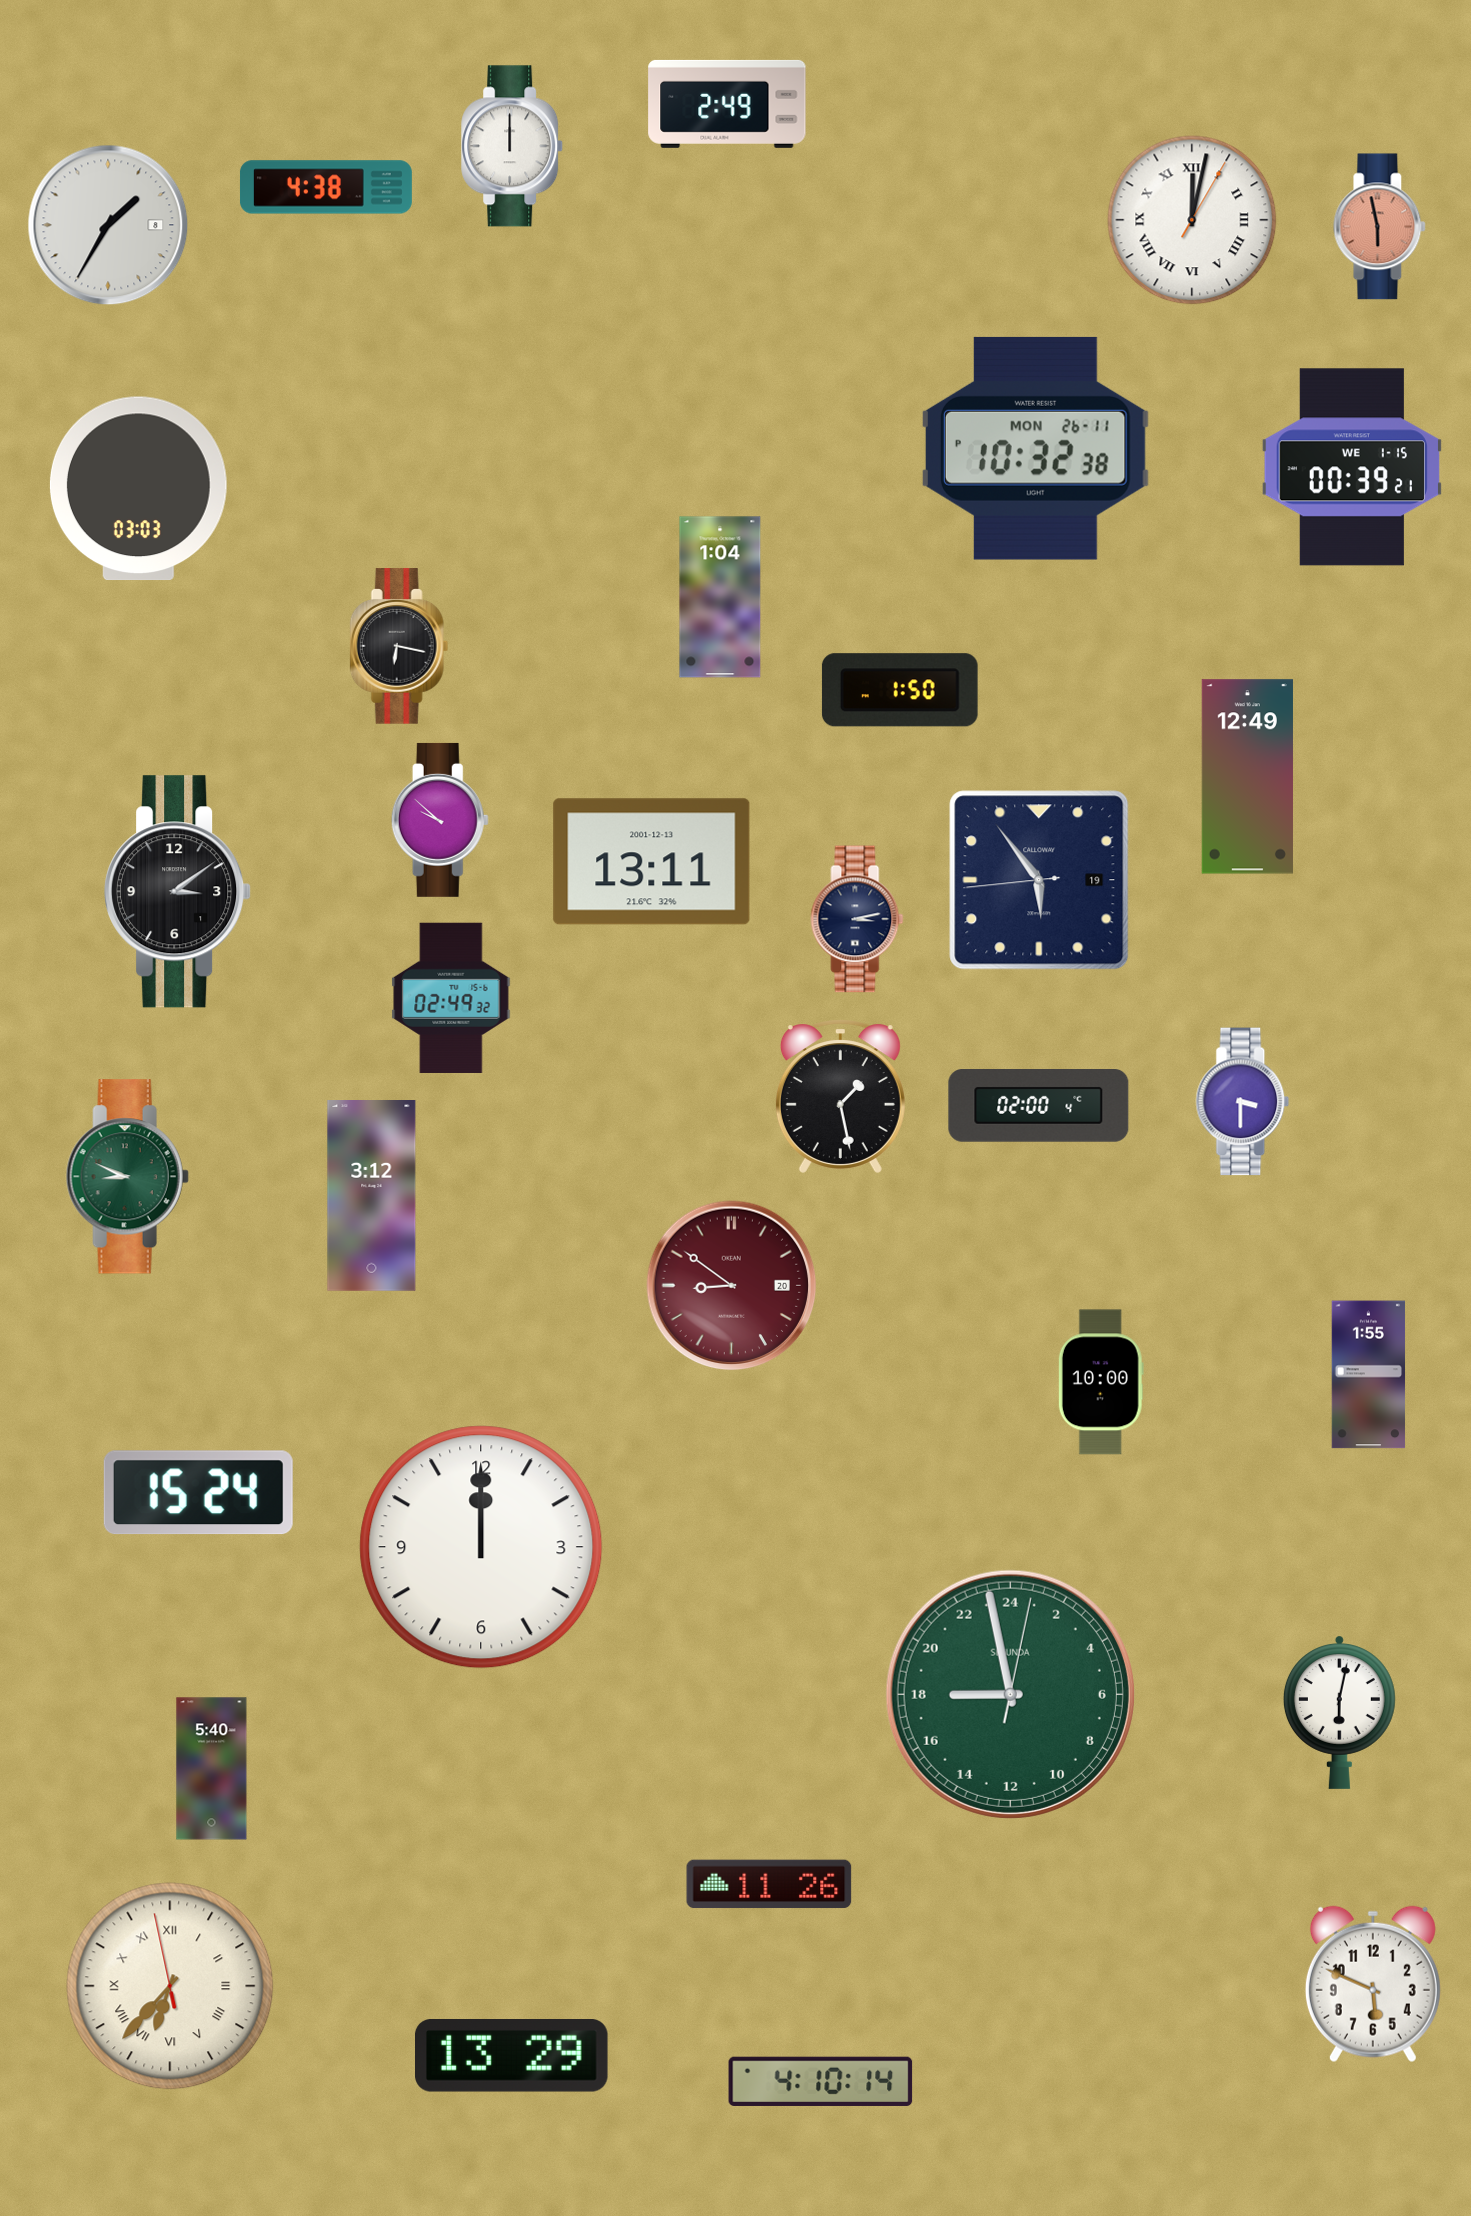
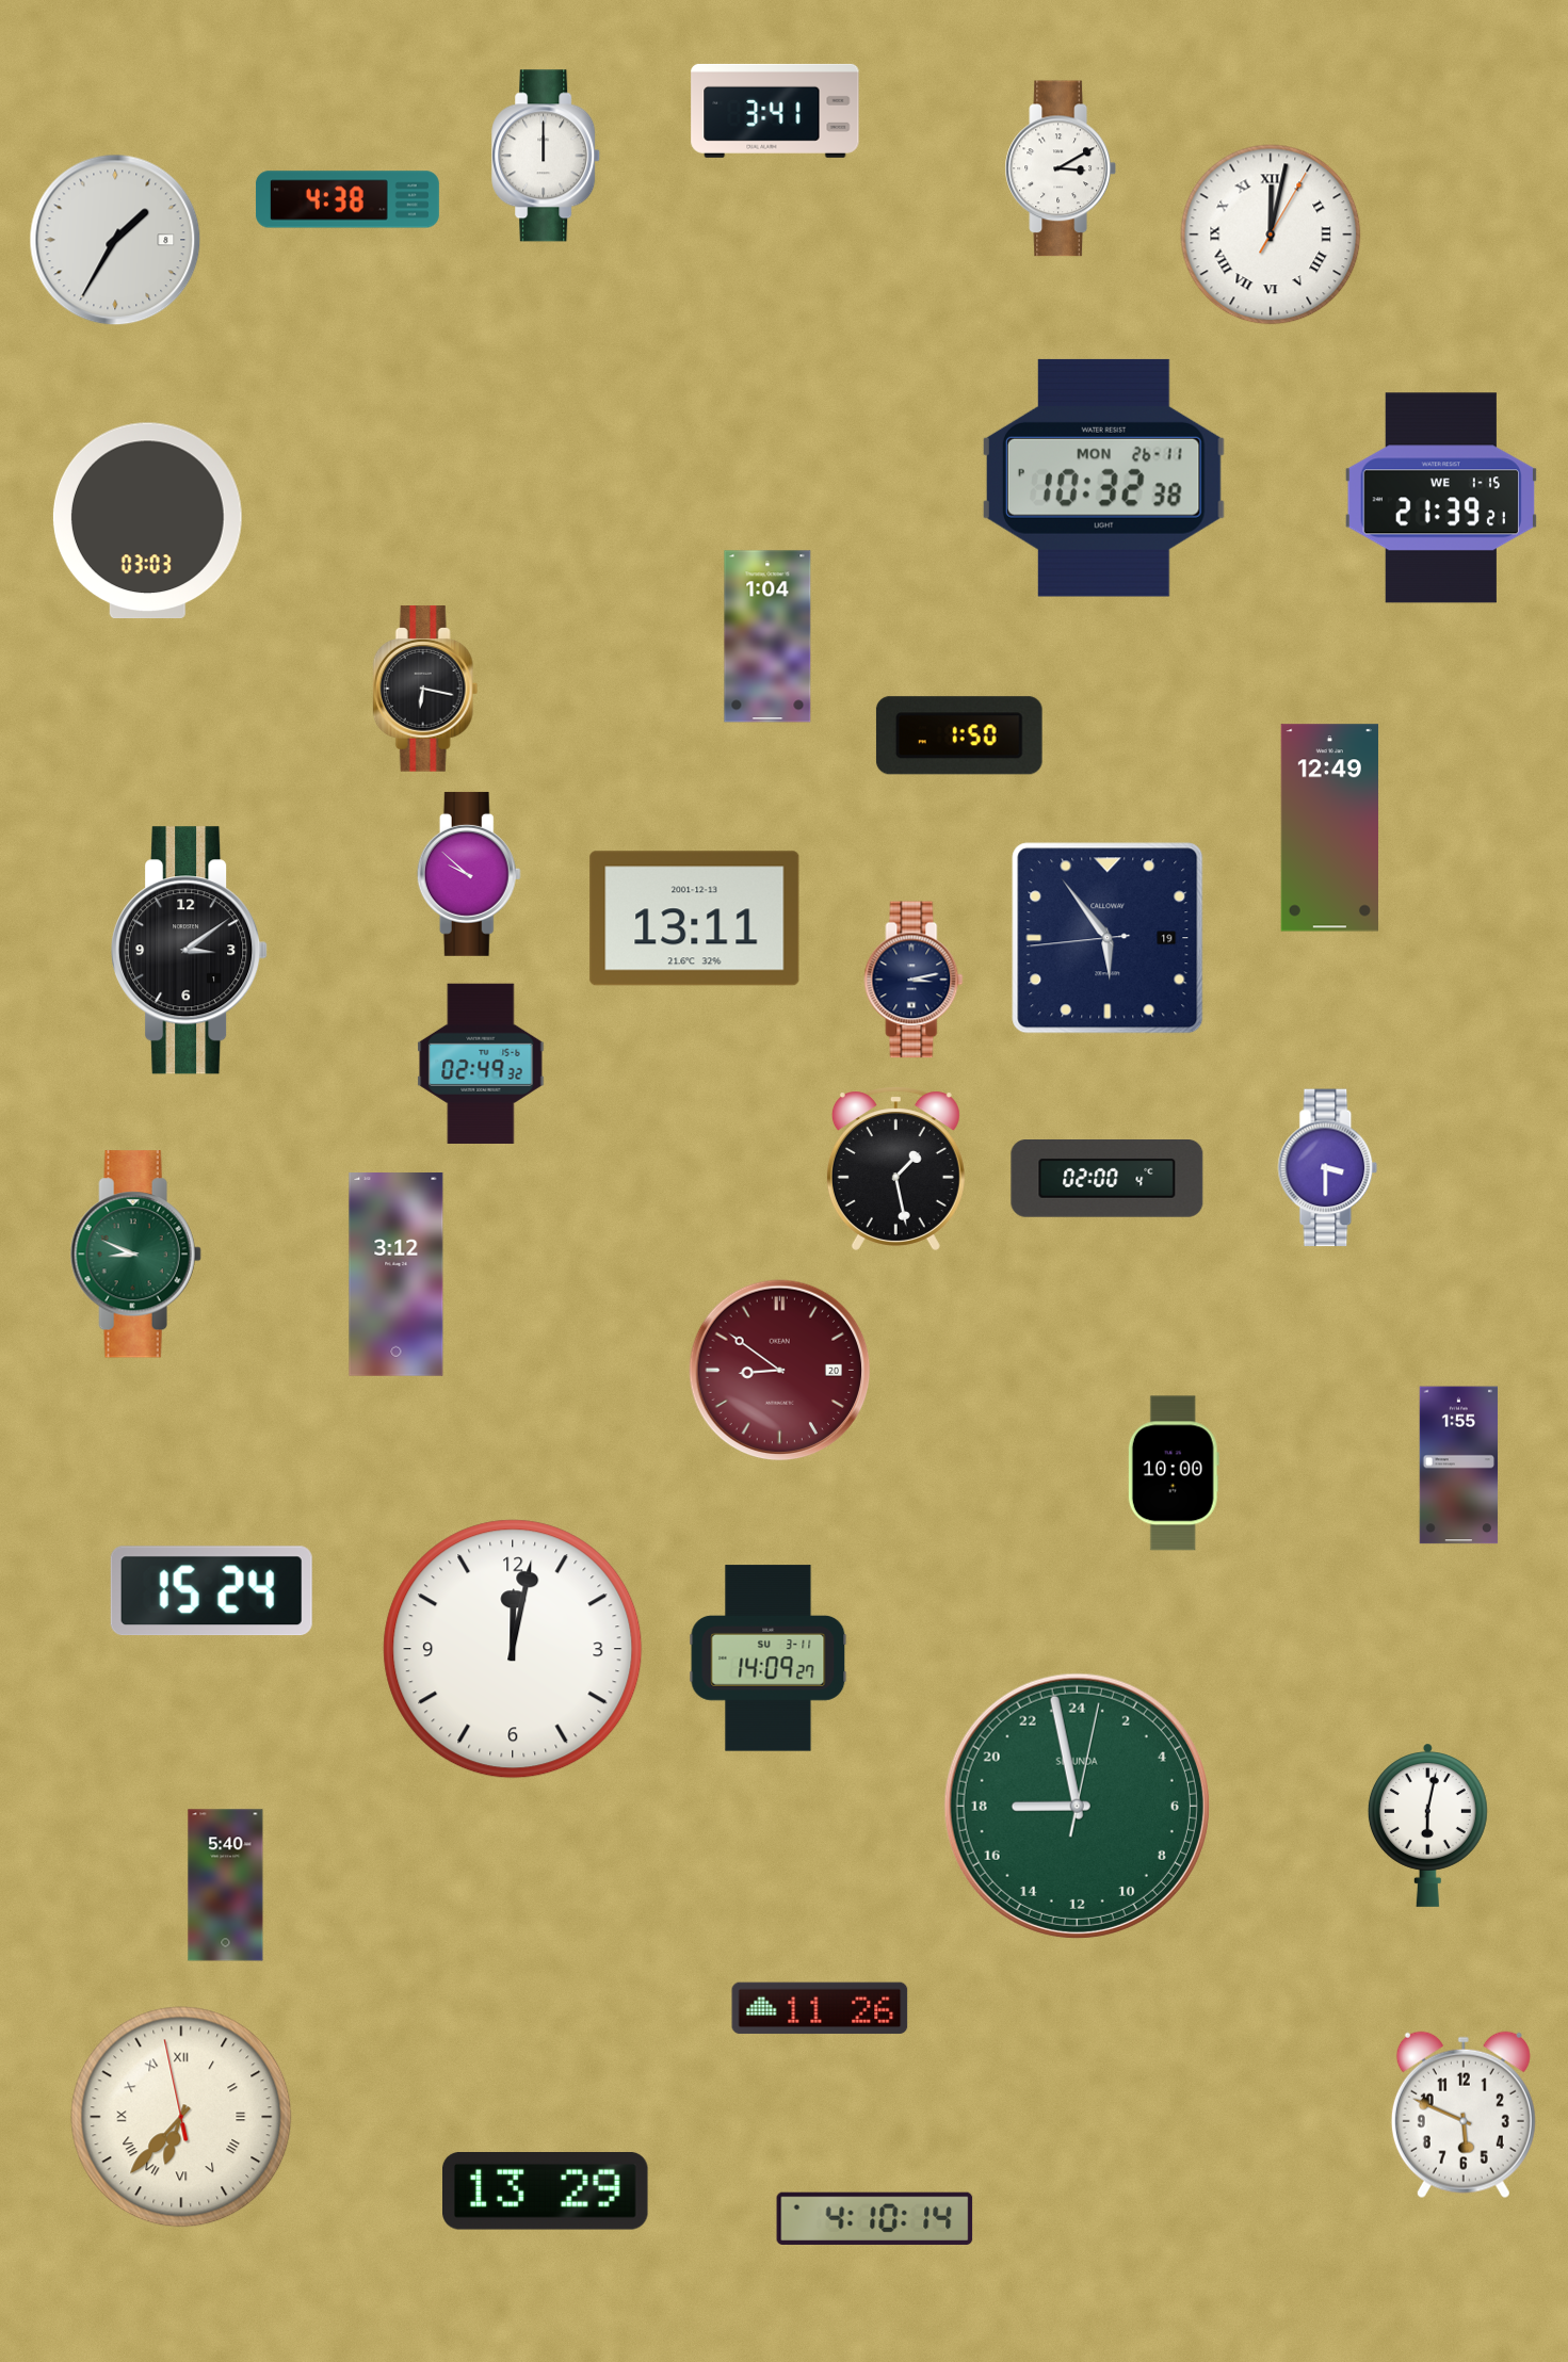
clock at (727, 104): 2:49 -> 3:41
clock at (1061, 168): none -> 3:10
clock at (1380, 227): 5:58 -> none
clock at (1351, 467): 00:39 -> 21:39
clock at (1243, 1102) position: (1243, 1102) -> (1328, 1168)
clock at (481, 1547): 12:00 -> 12:02
clock at (769, 1659): none -> 14:09
